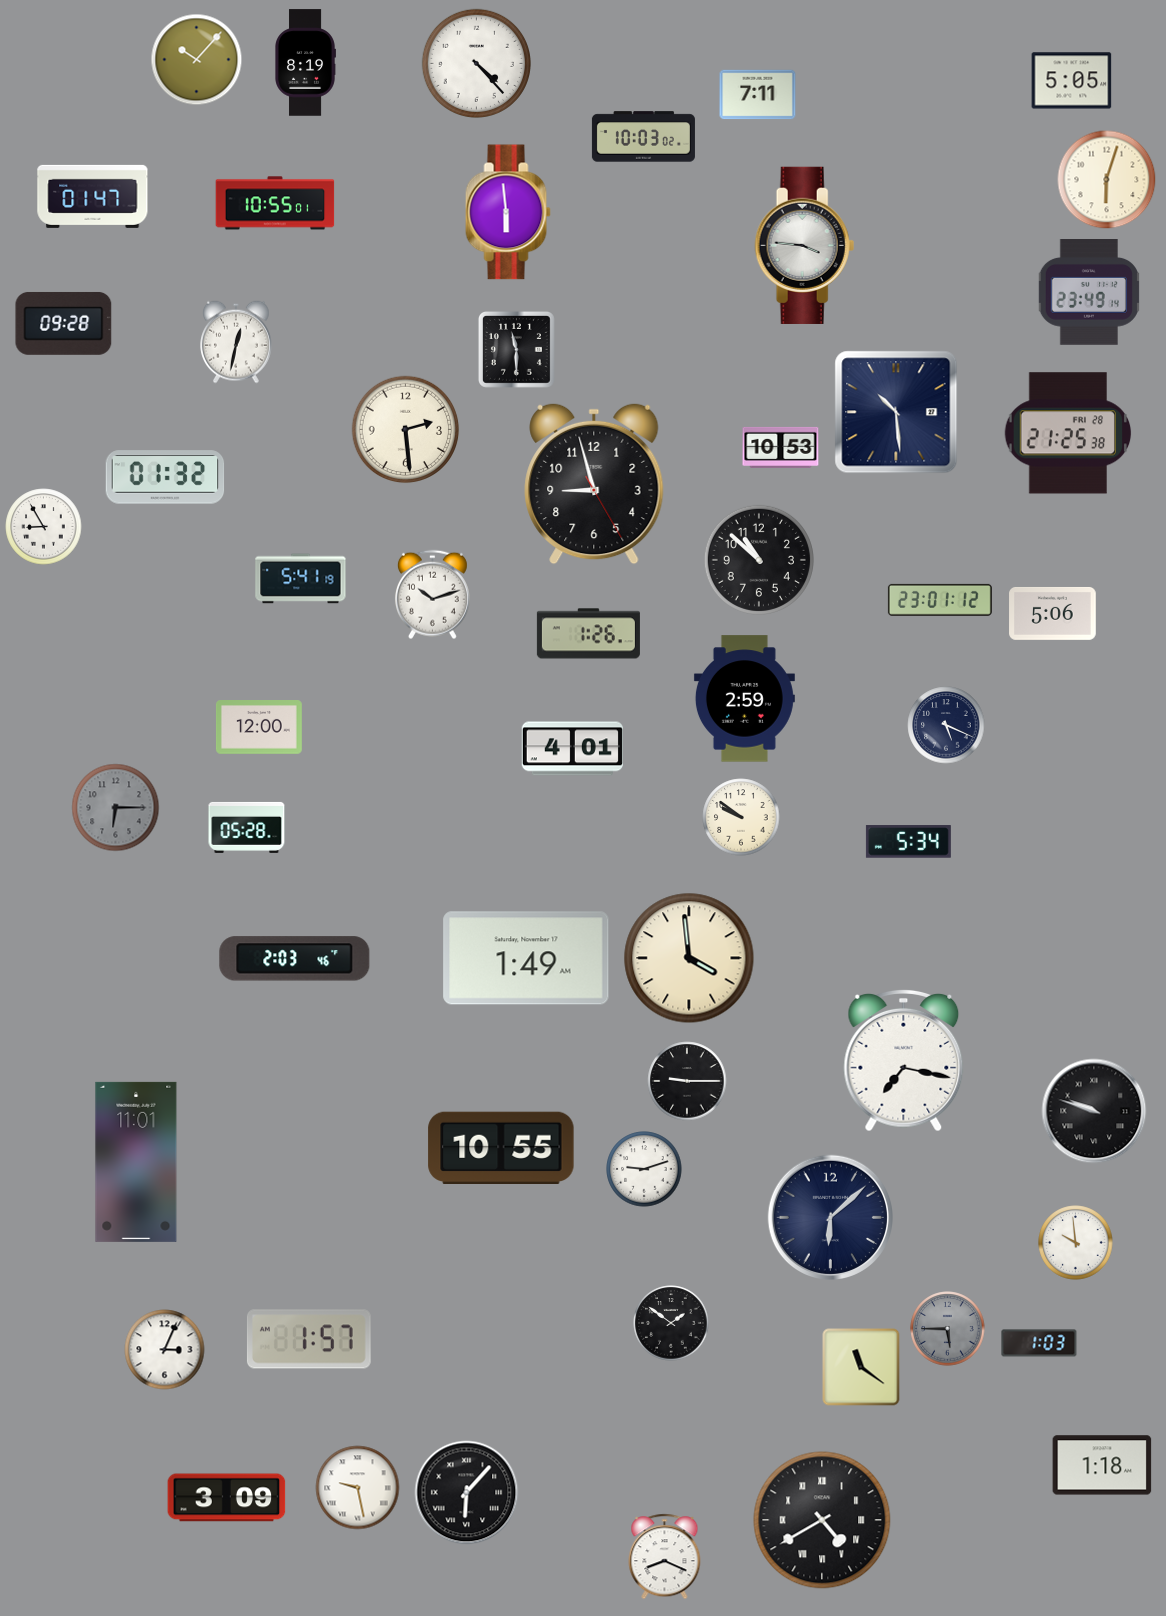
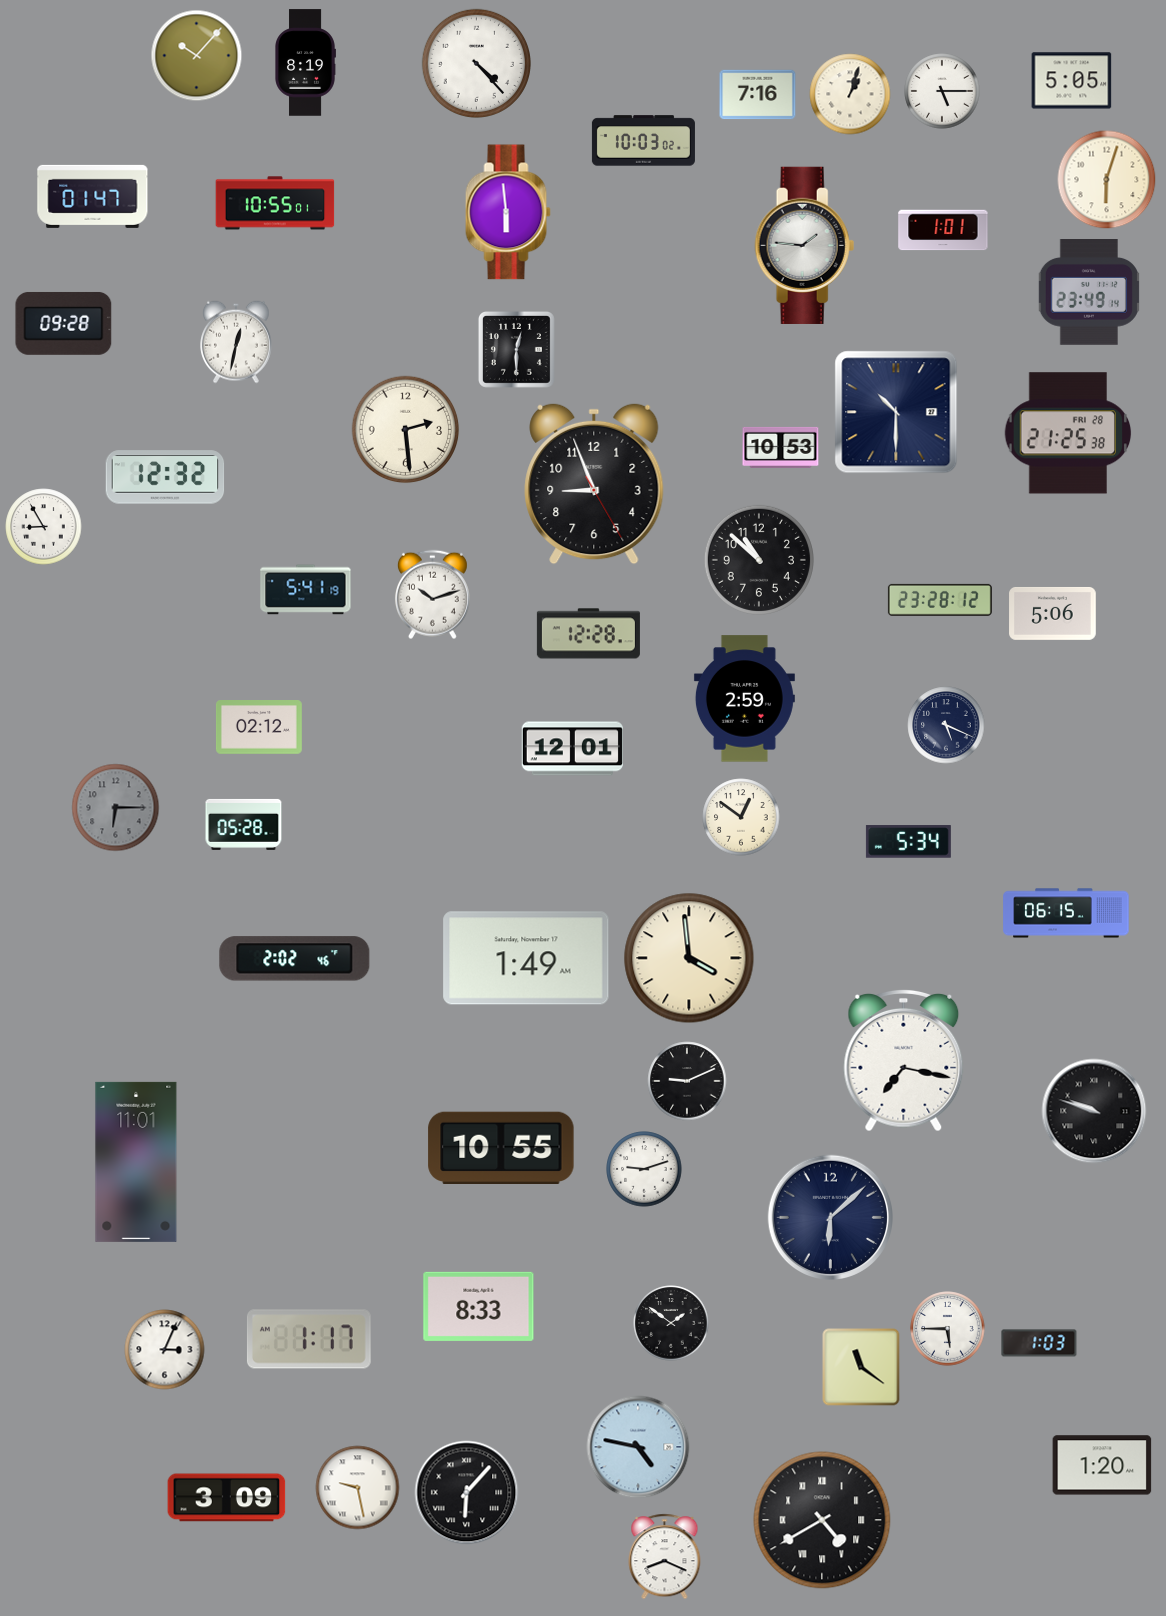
clock at (197, 60) position: (197, 60) -> (197, 56)
clock at (942, 91): none -> 5:15
clock at (850, 94): none -> 1:03
clock at (758, 95): 7:11 -> 7:16
clock at (643, 137) position: (643, 137) -> (643, 141)
clock at (943, 230): none -> 1:01
clock at (805, 245): 3:46 -> 1:46
clock at (516, 349): 11:30 -> 12:30
clock at (896, 412): 10:29 -> 10:30
clock at (165, 477): 01:32 -> 12:32
clock at (594, 484): 8:57 -> 8:56
clock at (301, 579) position: (301, 579) -> (306, 590)
clock at (940, 600): 23:01 -> 23:28
clock at (588, 634): 1:26 -> 12:28
clock at (259, 728): 12:00 -> 02:12
clock at (572, 749): 4:01 -> 12:01
clock at (741, 817): 9:51 -> 12:51
clock at (247, 827) position: (247, 827) -> (244, 824)
clock at (1066, 913): none -> 06:15
clock at (295, 959): 2:03 -> 2:02
clock at (687, 1081): 9:15 -> 9:11
clock at (1076, 1243): 9:59 -> none
clock at (479, 1306): none -> 8:33
clock at (948, 1329) dial: grey -> white
clock at (309, 1339): 1:57 -> 1:17
clock at (638, 1447): none -> 4:47
clock at (1102, 1465): 1:18 -> 1:20
